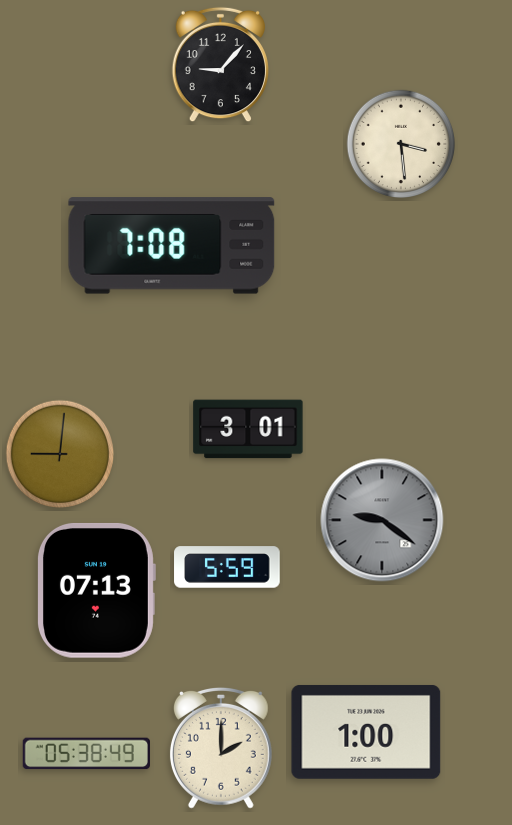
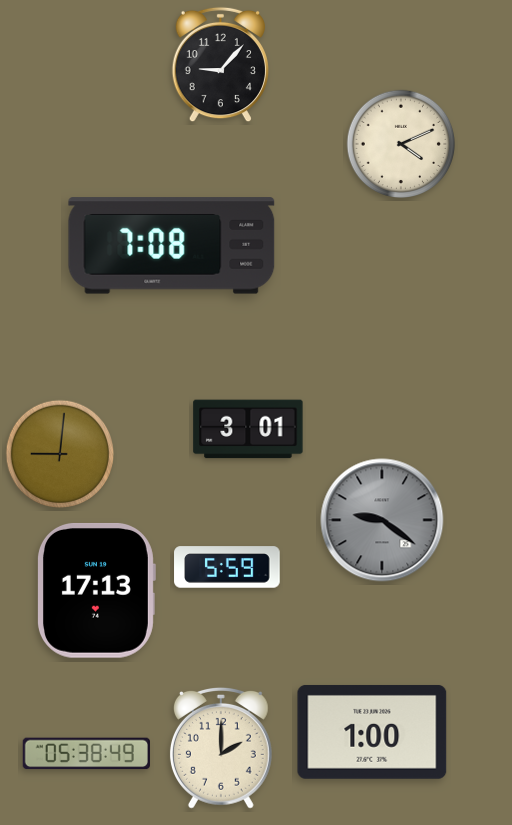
clock at (401, 144): 3:29 -> 4:11
clock at (96, 590): 07:13 -> 17:13
clock at (366, 732) position: (366, 732) -> (372, 732)
